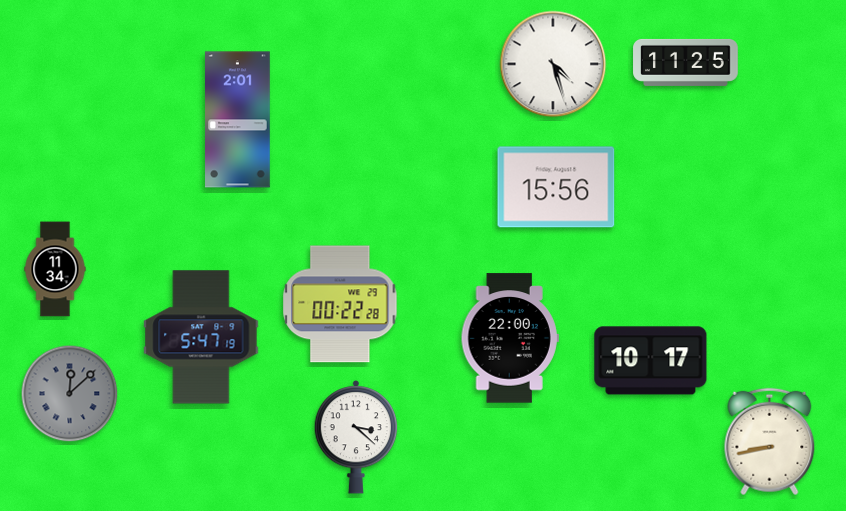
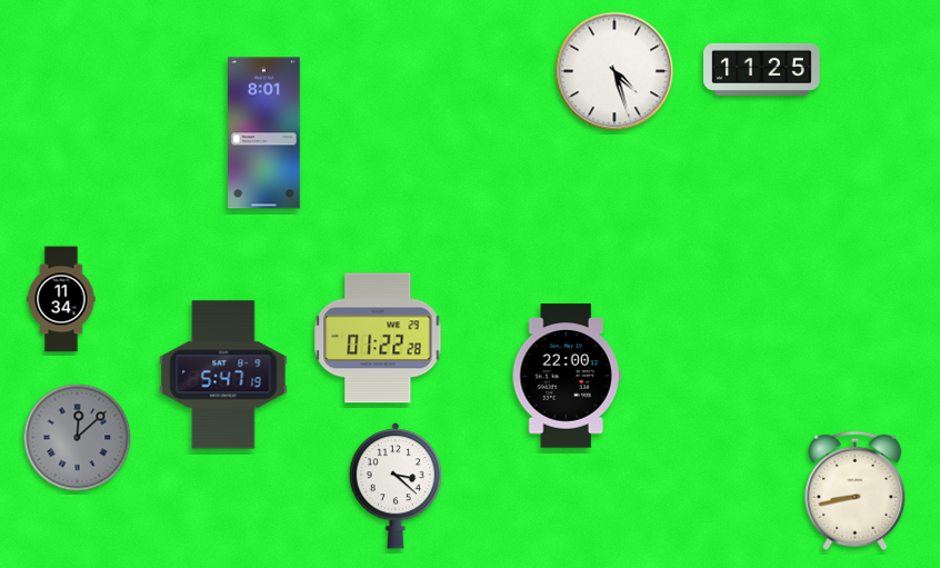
clock at (238, 120): 2:01 -> 8:01
clock at (556, 187): 15:56 -> none
clock at (340, 304): 00:22 -> 01:22
clock at (651, 361): 10:17 -> none
